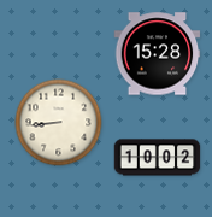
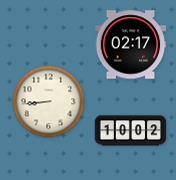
clock at (158, 54): 15:28 -> 02:17
